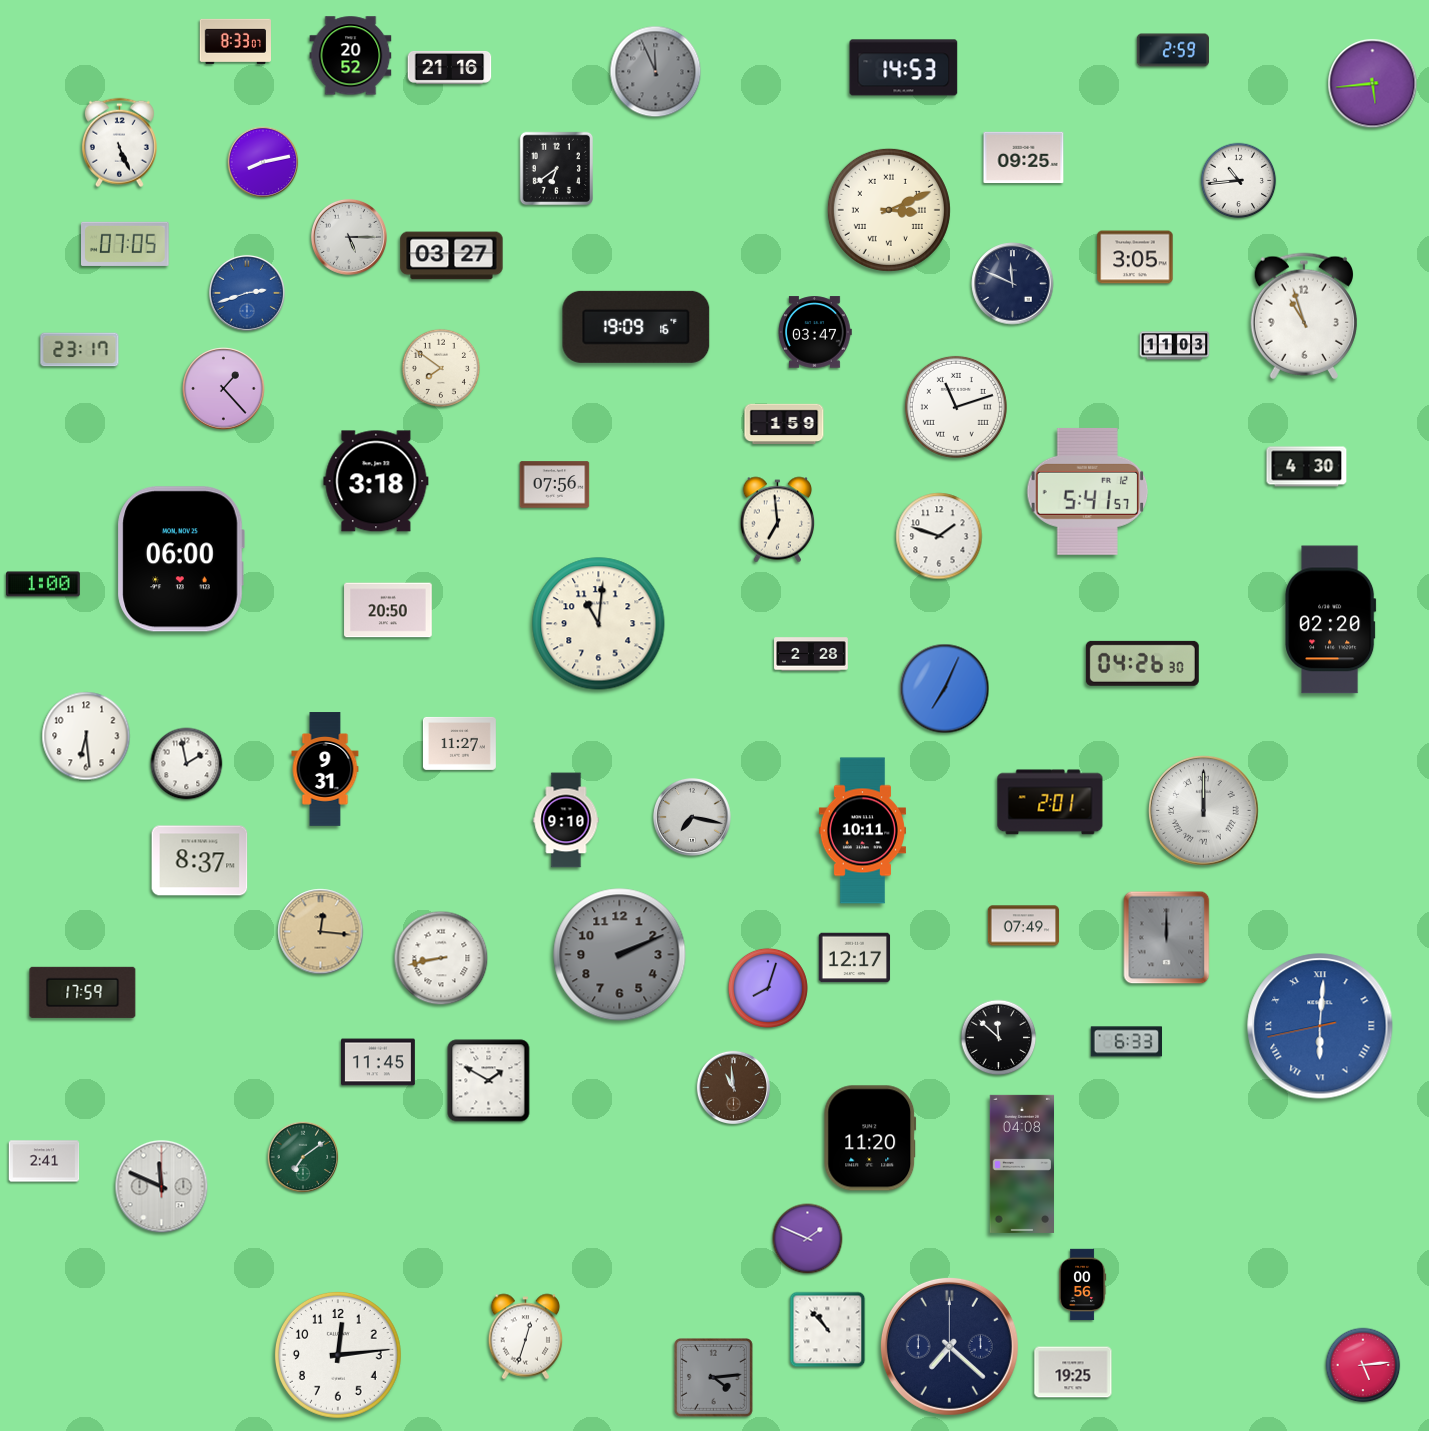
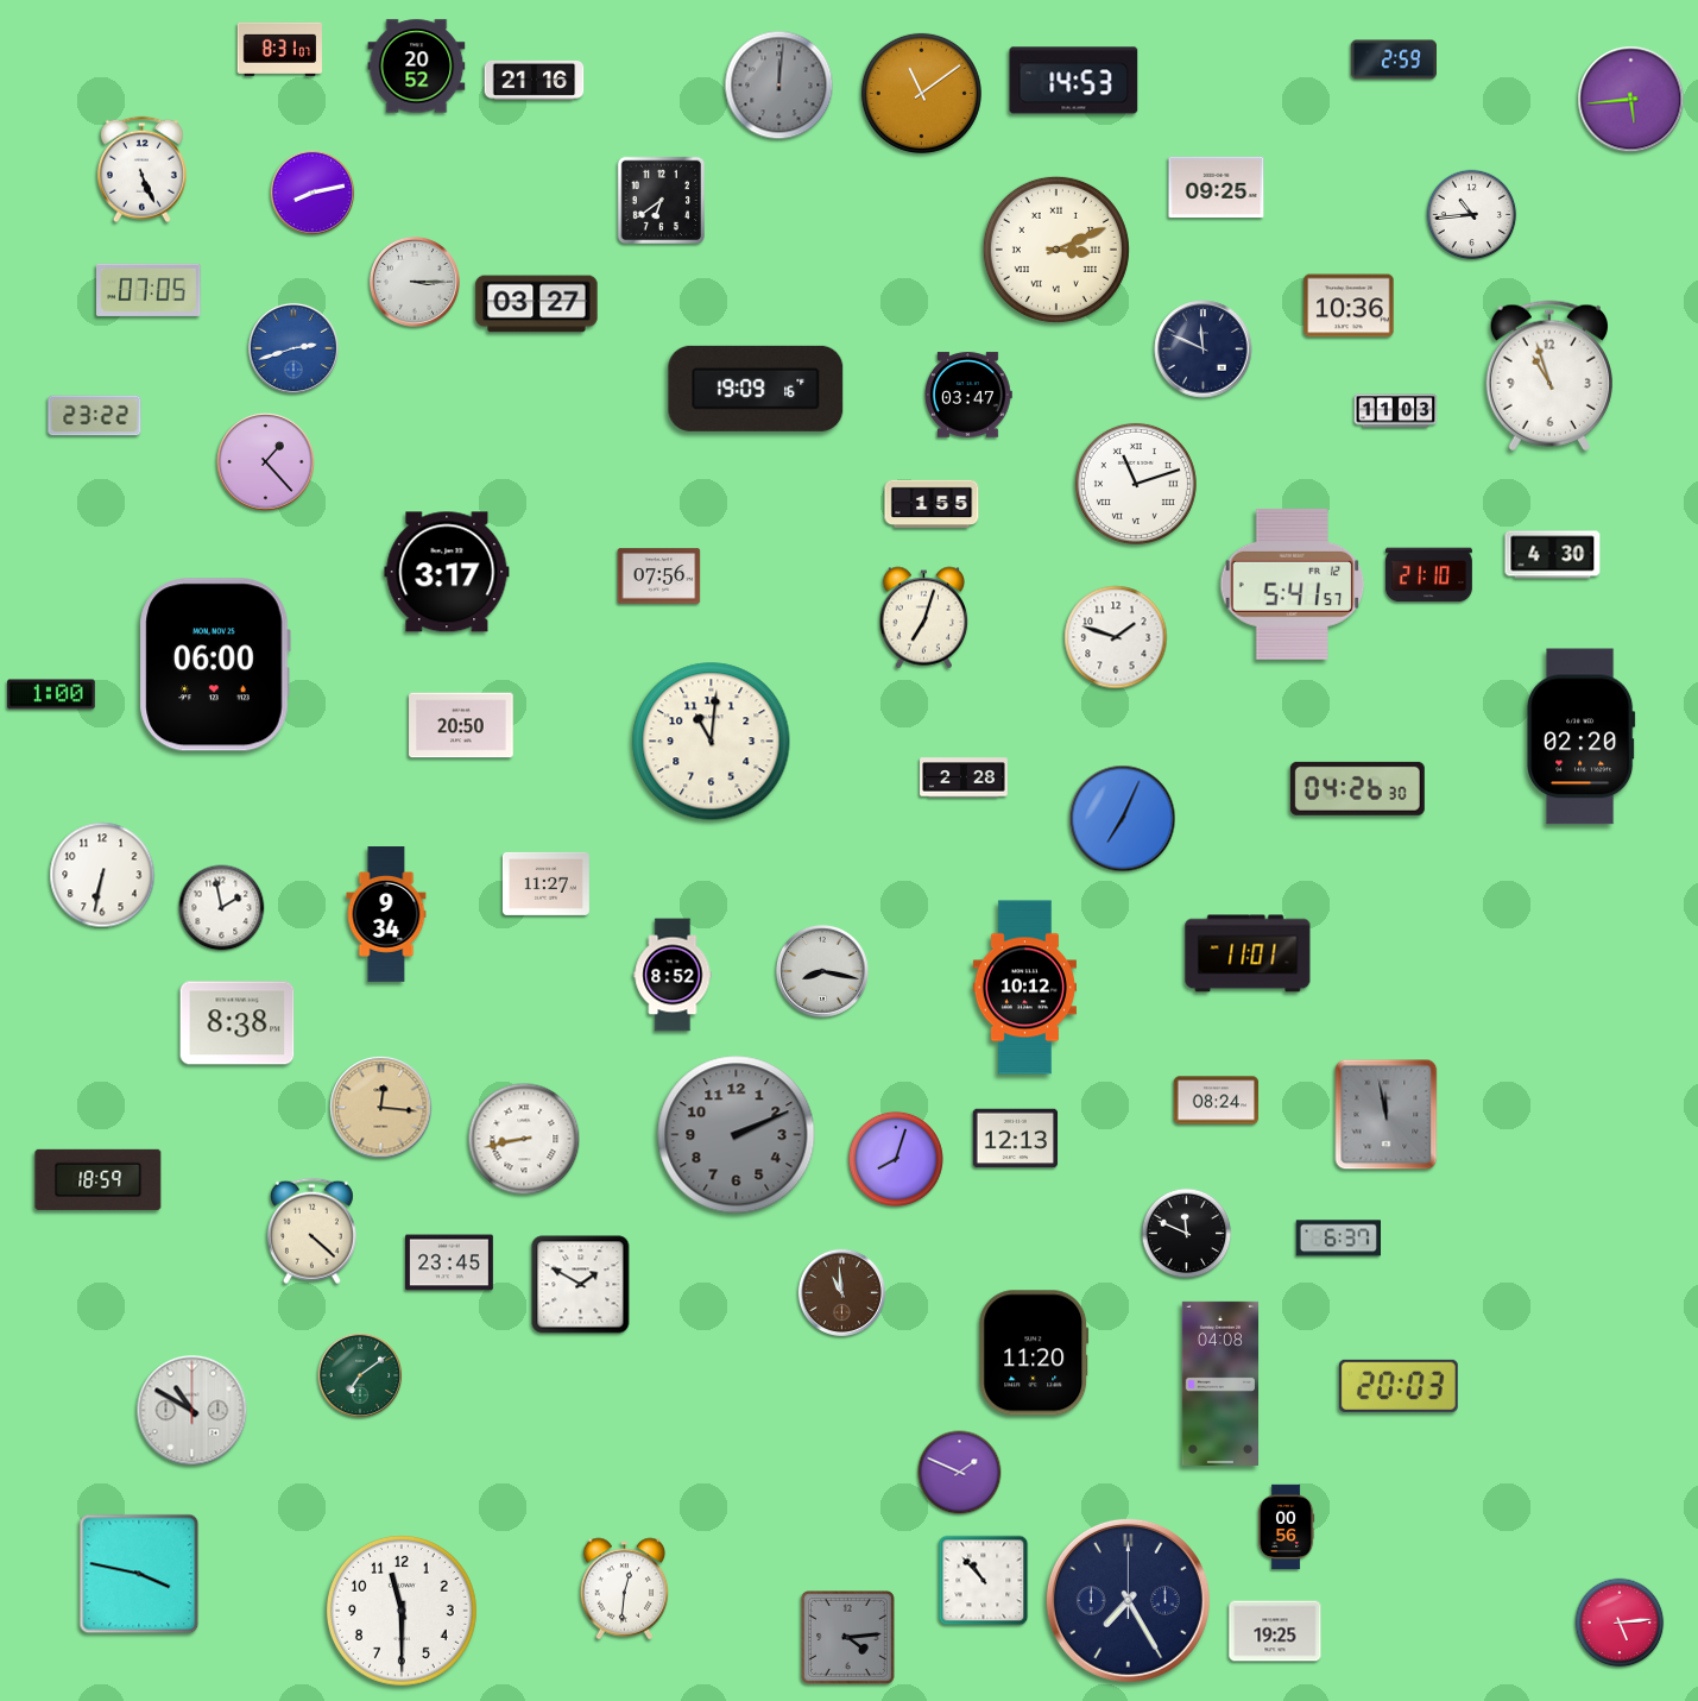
clock at (235, 41): 8:33 -> 8:31
clock at (656, 72): 11:56 -> 12:01
clock at (921, 93): none -> 11:09
clock at (349, 237): 5:15 -> 3:15
clock at (1135, 257): 3:05 -> 10:36
clock at (1013, 284) position: (1013, 284) -> (1204, 349)
clock at (80, 350): 23:17 -> 23:22
clock at (441, 368): 7:51 -> none
clock at (784, 423): 1:59 -> 1:55
clock at (376, 481): 3:18 -> 3:17
clock at (1428, 575): none -> 21:10
clock at (778, 520): 6:59 -> 7:03
clock at (86, 736): 6:29 -> 6:32
clock at (325, 769): 9:31 -> 9:34
clock at (1050, 802): 2:01 -> 11:01
clock at (1204, 811): 12:00 -> none
clock at (693, 818): 7:17 -> 8:17
clock at (566, 820): 9:10 -> 8:52
clock at (862, 831): 10:11 -> 10:12
clock at (200, 861): 8:37 -> 8:38
clock at (1024, 926): 07:49 -> 08:24
clock at (1167, 938): 12:00 -> 11:58
clock at (855, 958): 12:17 -> 12:13
clock at (768, 988) position: (768, 988) -> (896, 1159)
clock at (83, 992): 17:59 -> 18:59
clock at (1320, 1026): 6:00 -> none
clock at (311, 1231): none -> 4:22
clock at (999, 1038): 11:52 -> 11:49
clock at (1126, 1042): 6:33 -> 6:37
clock at (379, 1062): 11:45 -> 23:45
clock at (733, 1087) position: (733, 1087) -> (841, 1292)
clock at (44, 1161): 2:41 -> none
clock at (1021, 1164) position: (1021, 1164) -> (1219, 1384)
clock at (1399, 1386): none -> 20:03
clock at (162, 1187): 11:49 -> 10:50
clock at (139, 1574): none -> 3:47
clock at (526, 1337): 12:33 -> 12:31
clock at (949, 1346): 7:22 -> 7:25
clock at (338, 1355): 12:14 -> 11:30
